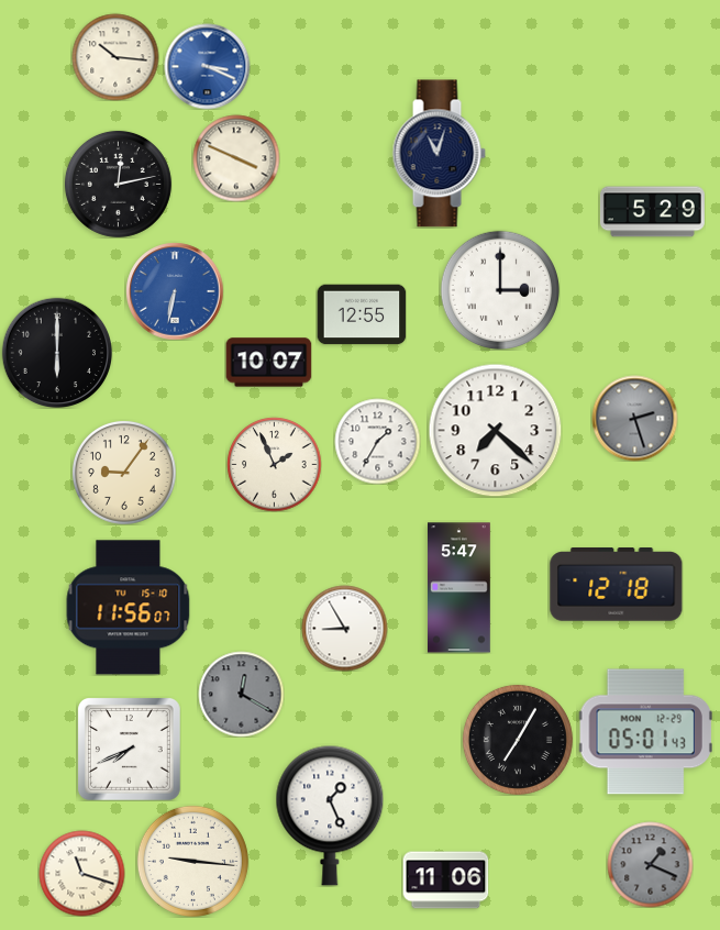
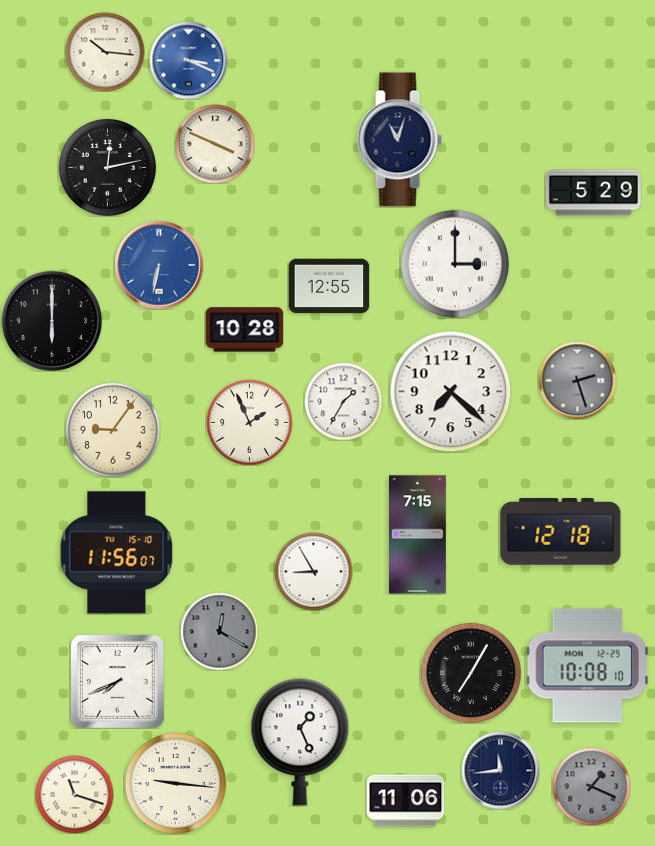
clock at (268, 363): 10:07 -> 10:28
clock at (459, 588): 5:47 -> 7:15
clock at (645, 732): 05:01 -> 10:08
clock at (500, 770): none -> 11:44
